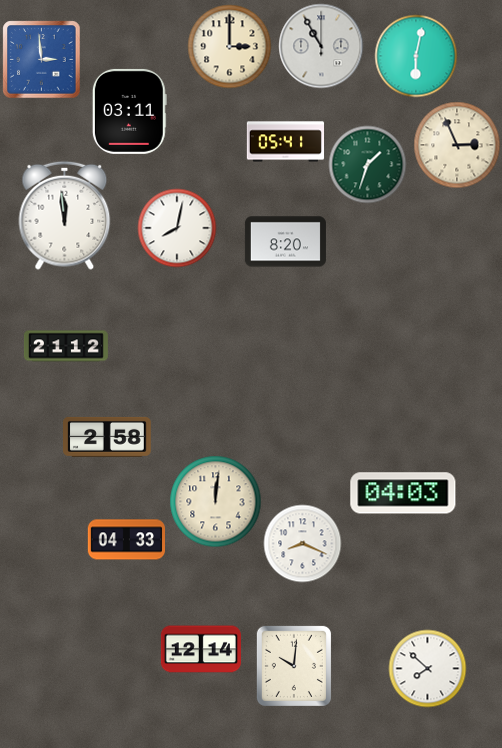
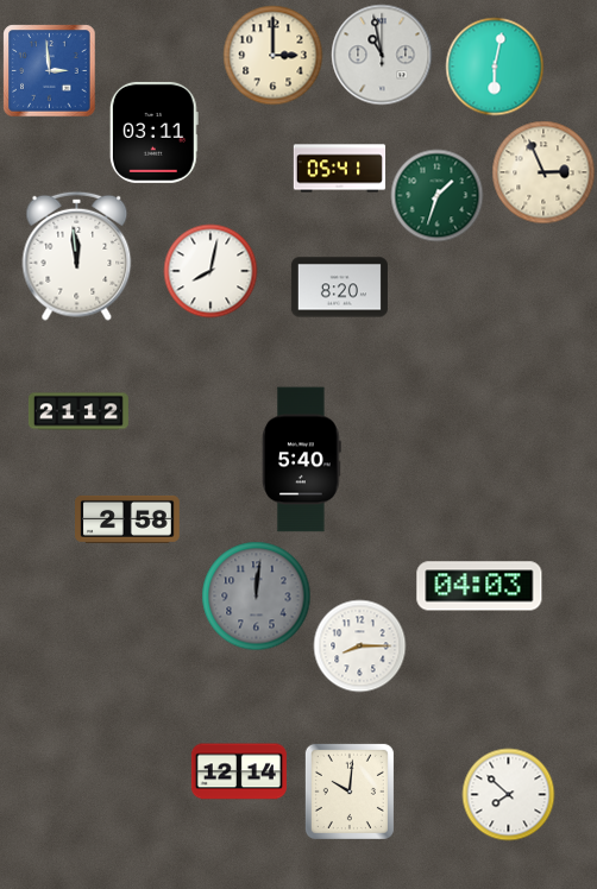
clock at (321, 46): 10:55 -> 10:58
clock at (302, 460): none -> 5:40
clock at (215, 501) dial: cream -> grey
clock at (126, 540): 04:33 -> none
clock at (302, 543): 8:19 -> 8:15
